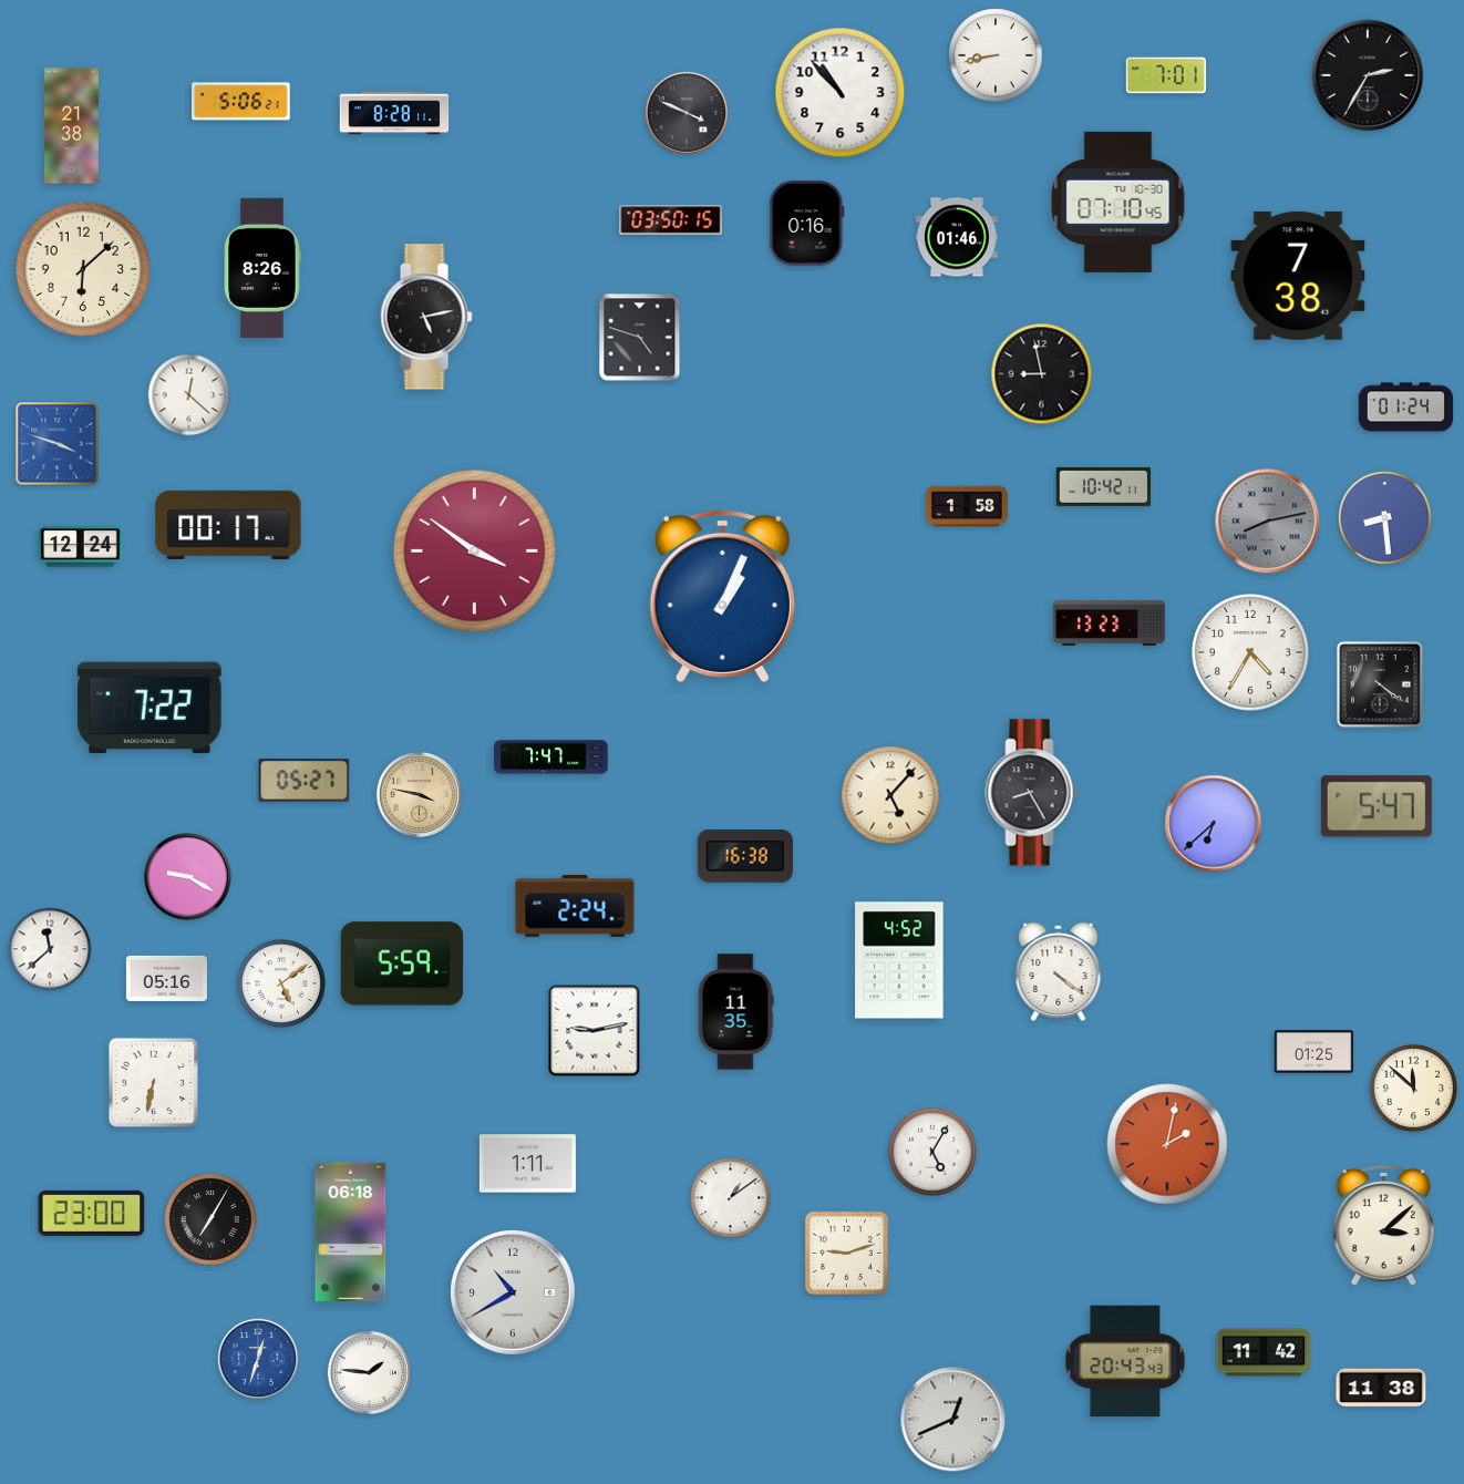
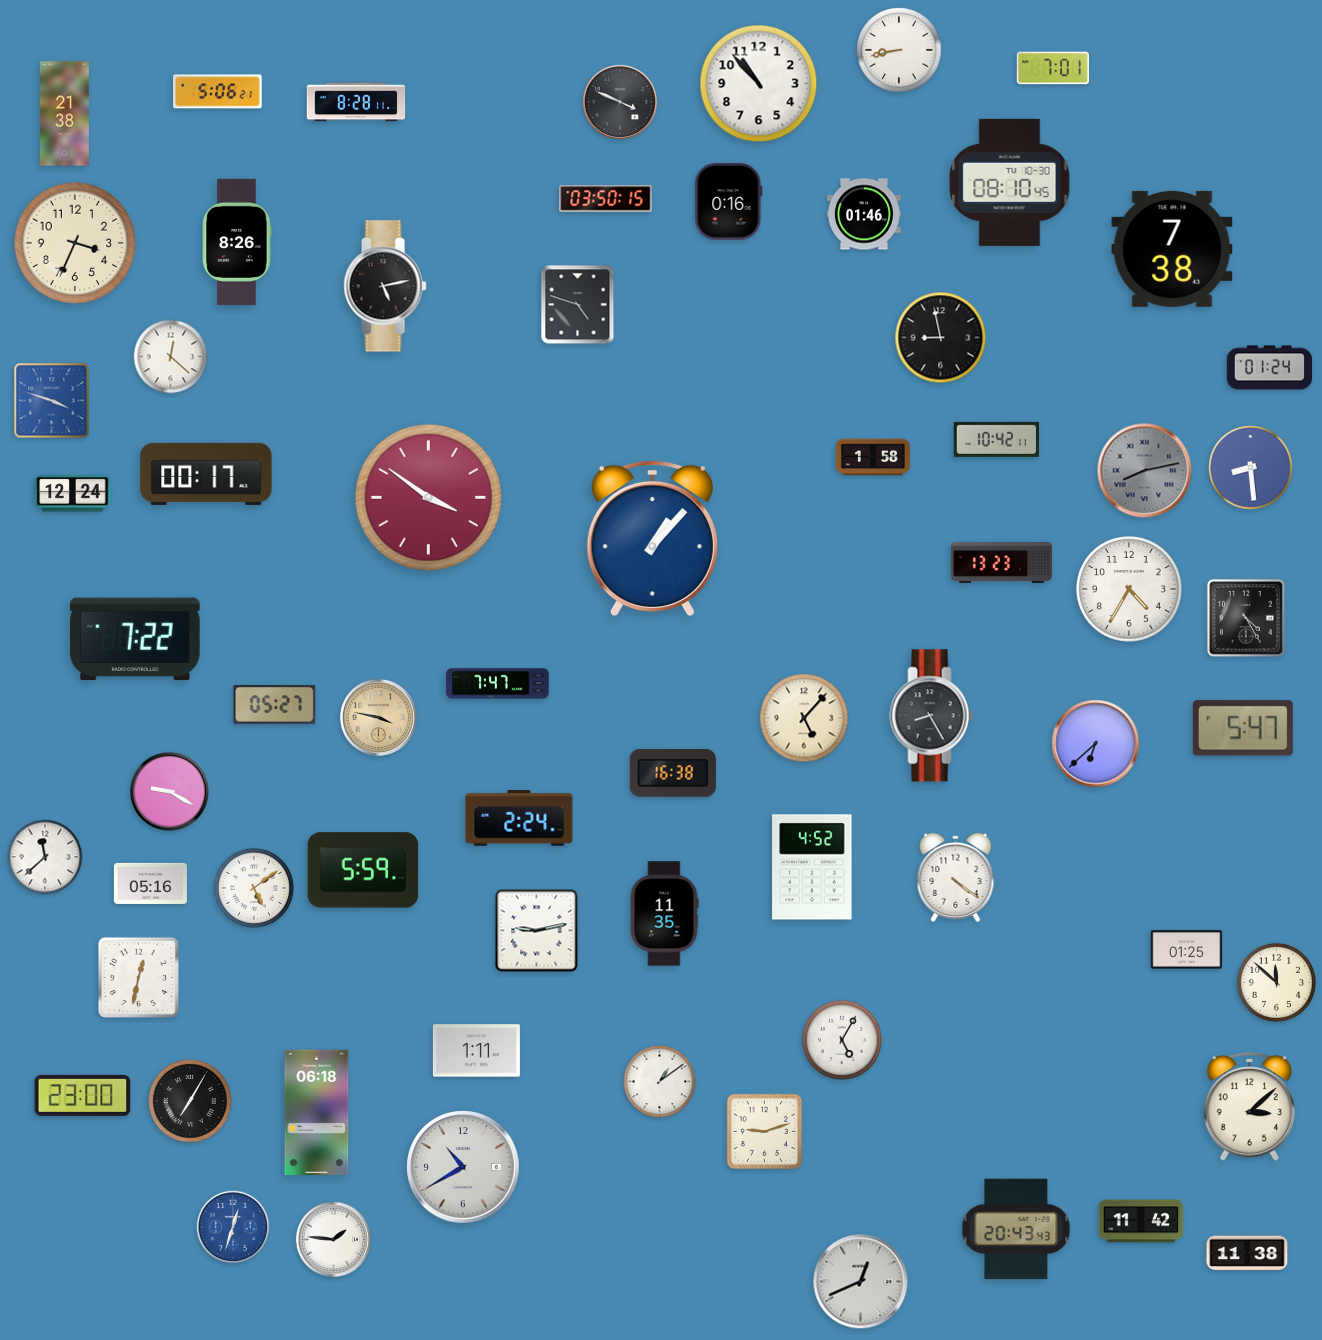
clock at (1368, 75): 2:35 -> none
clock at (1118, 202): 07:10 -> 08:10
clock at (83, 269): 6:08 -> 3:34
clock at (722, 597): 1:04 -> 1:07
clock at (1380, 684): 4:21 -> 4:25
clock at (153, 1082): 6:32 -> 12:32
clock at (1167, 1144): 2:02 -> none
